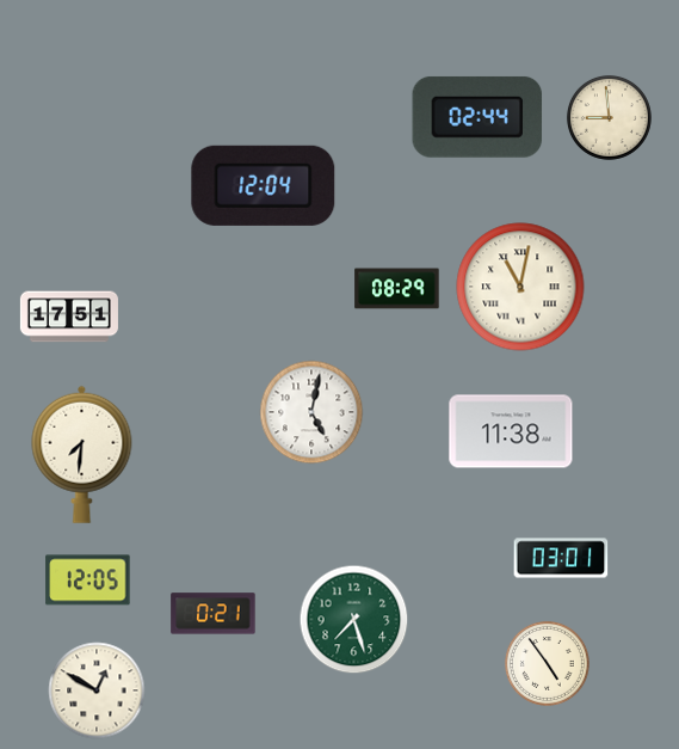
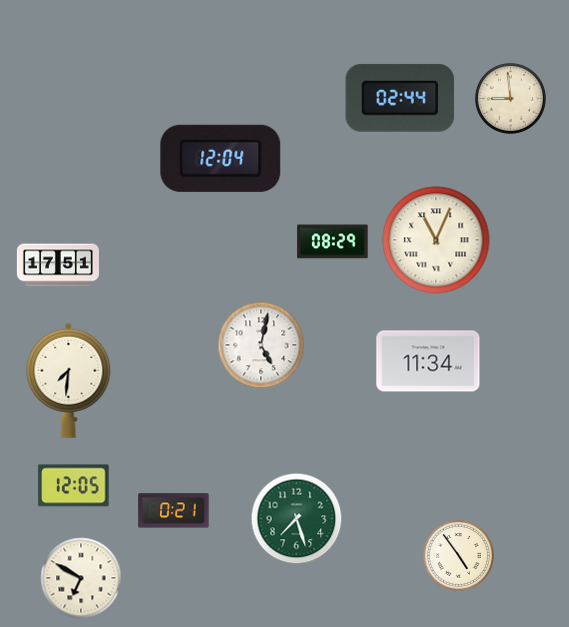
clock at (264, 185) position: (264, 185) -> (221, 158)
clock at (520, 287): 11:02 -> 11:04
clock at (511, 431): 11:38 -> 11:34
clock at (561, 558): 03:01 -> none
clock at (214, 614) position: (214, 614) -> (174, 511)
clock at (97, 690): 12:50 -> 6:50
